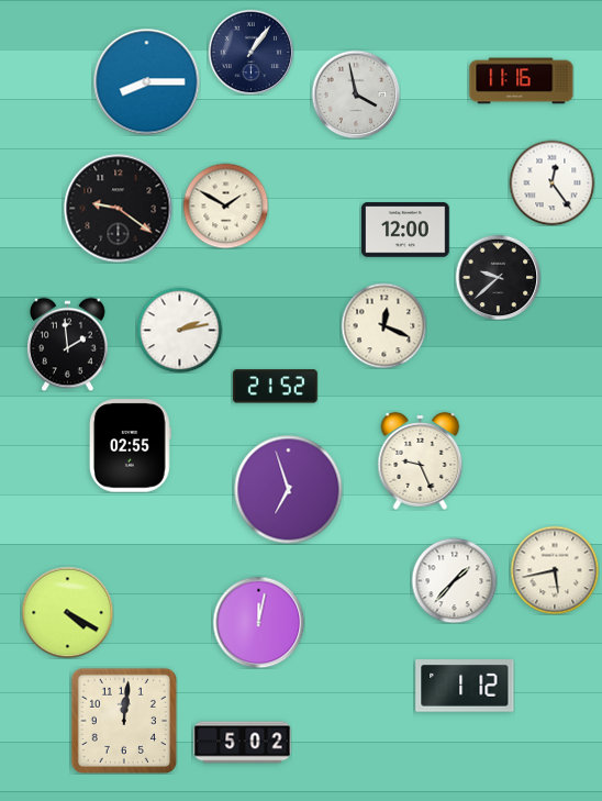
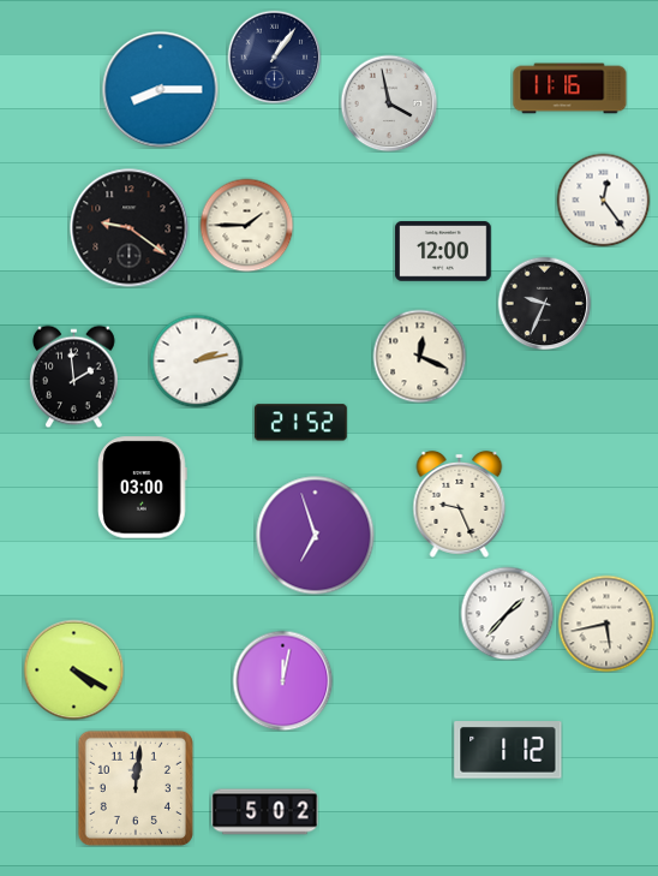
clock at (225, 205): 1:50 -> 1:45
clock at (498, 277): 9:38 -> 9:34
clock at (130, 446): 02:55 -> 03:00
clock at (454, 580) position: (454, 580) -> (507, 613)
